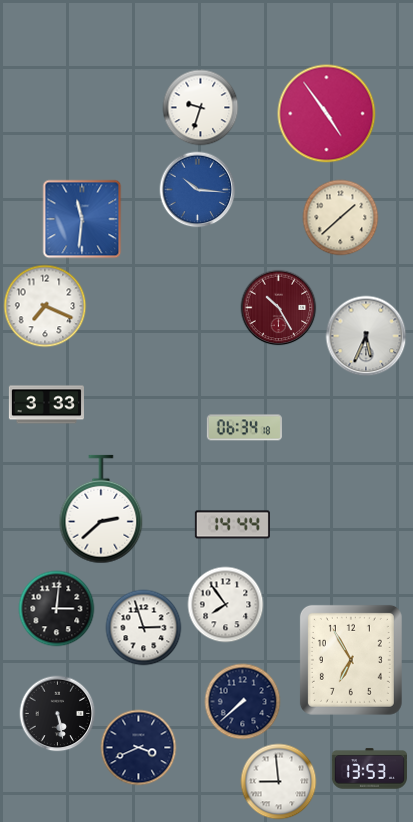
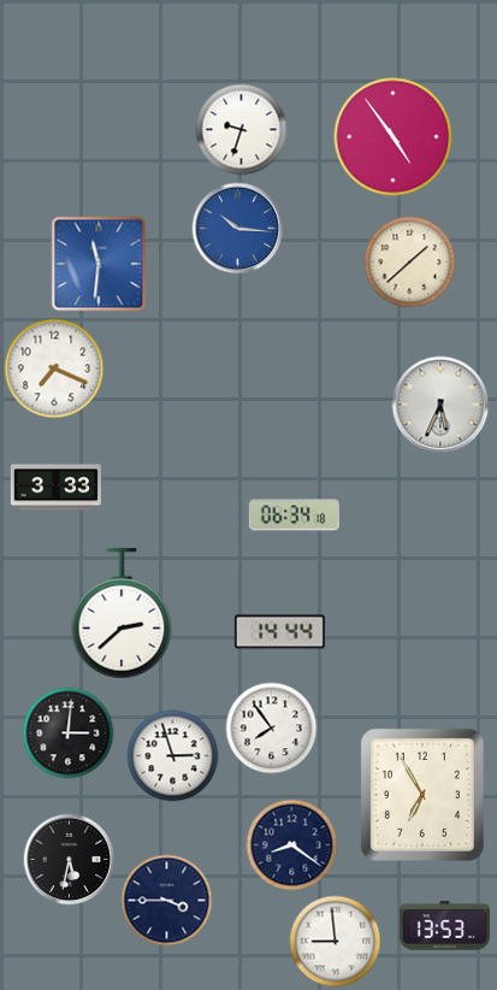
clock at (279, 308): 10:25 -> none
clock at (243, 702): 7:38 -> 8:21
clock at (58, 714): 5:28 -> 5:32
clock at (139, 748): 3:41 -> 3:45
